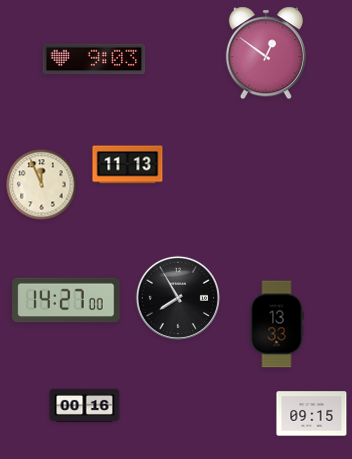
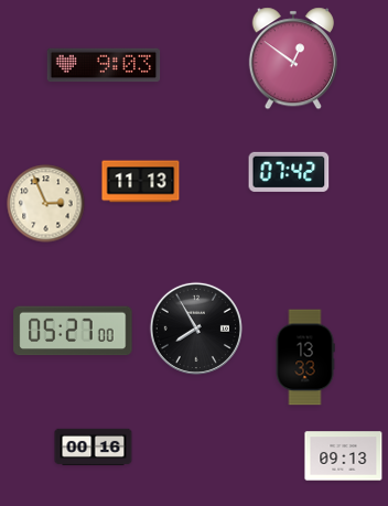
clock at (289, 172): none -> 07:42
clock at (42, 185): 11:56 -> 2:56
clock at (66, 300): 14:27 -> 05:27
clock at (312, 414): 09:15 -> 09:13
